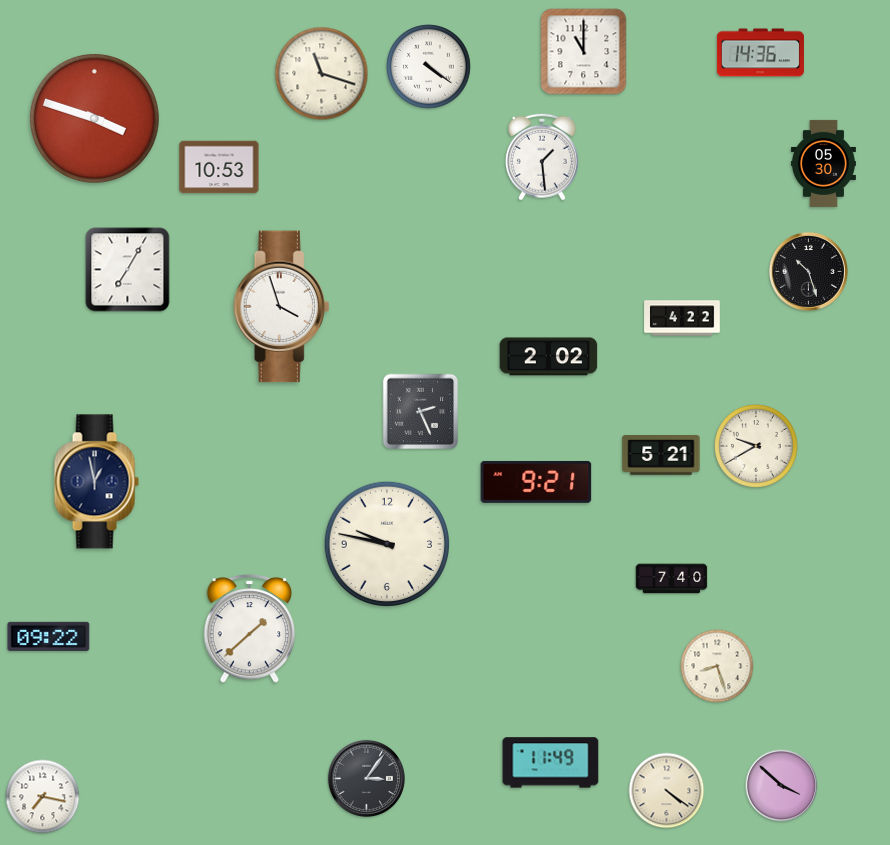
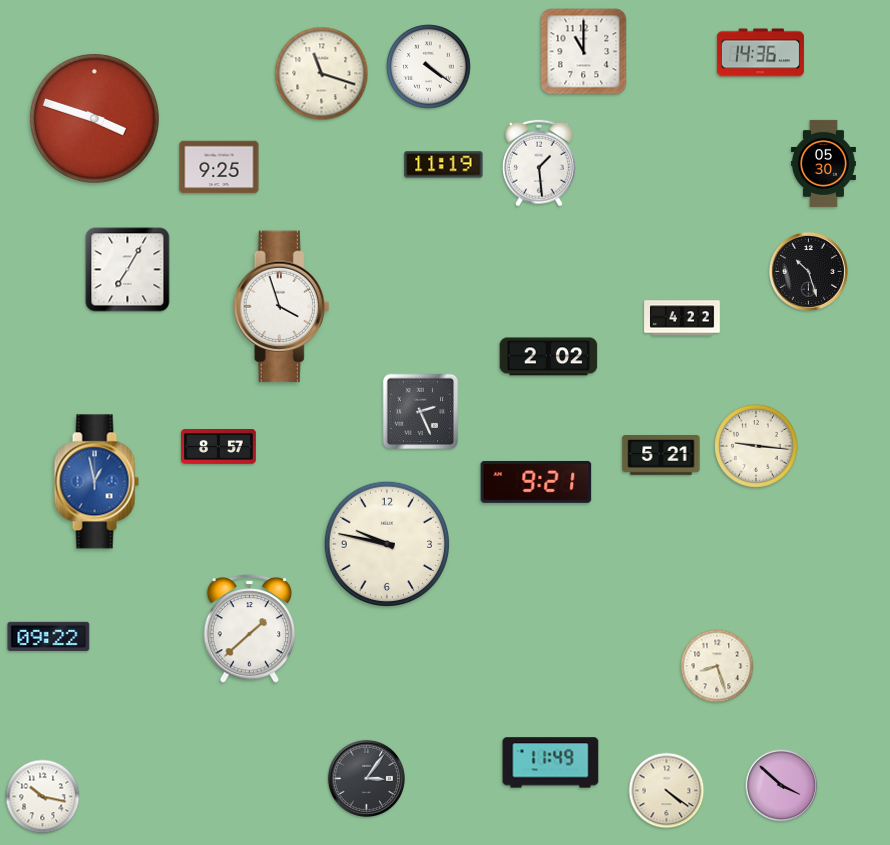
clock at (542, 157) position: (542, 157) -> (539, 163)
clock at (444, 165): none -> 11:19
clock at (219, 167): 10:53 -> 9:25
clock at (219, 447): none -> 8:57
clock at (757, 447): 9:40 -> 9:16
clock at (96, 482) dial: navy -> blue
clock at (672, 579): 7:40 -> none
clock at (43, 797): 7:17 -> 10:17
